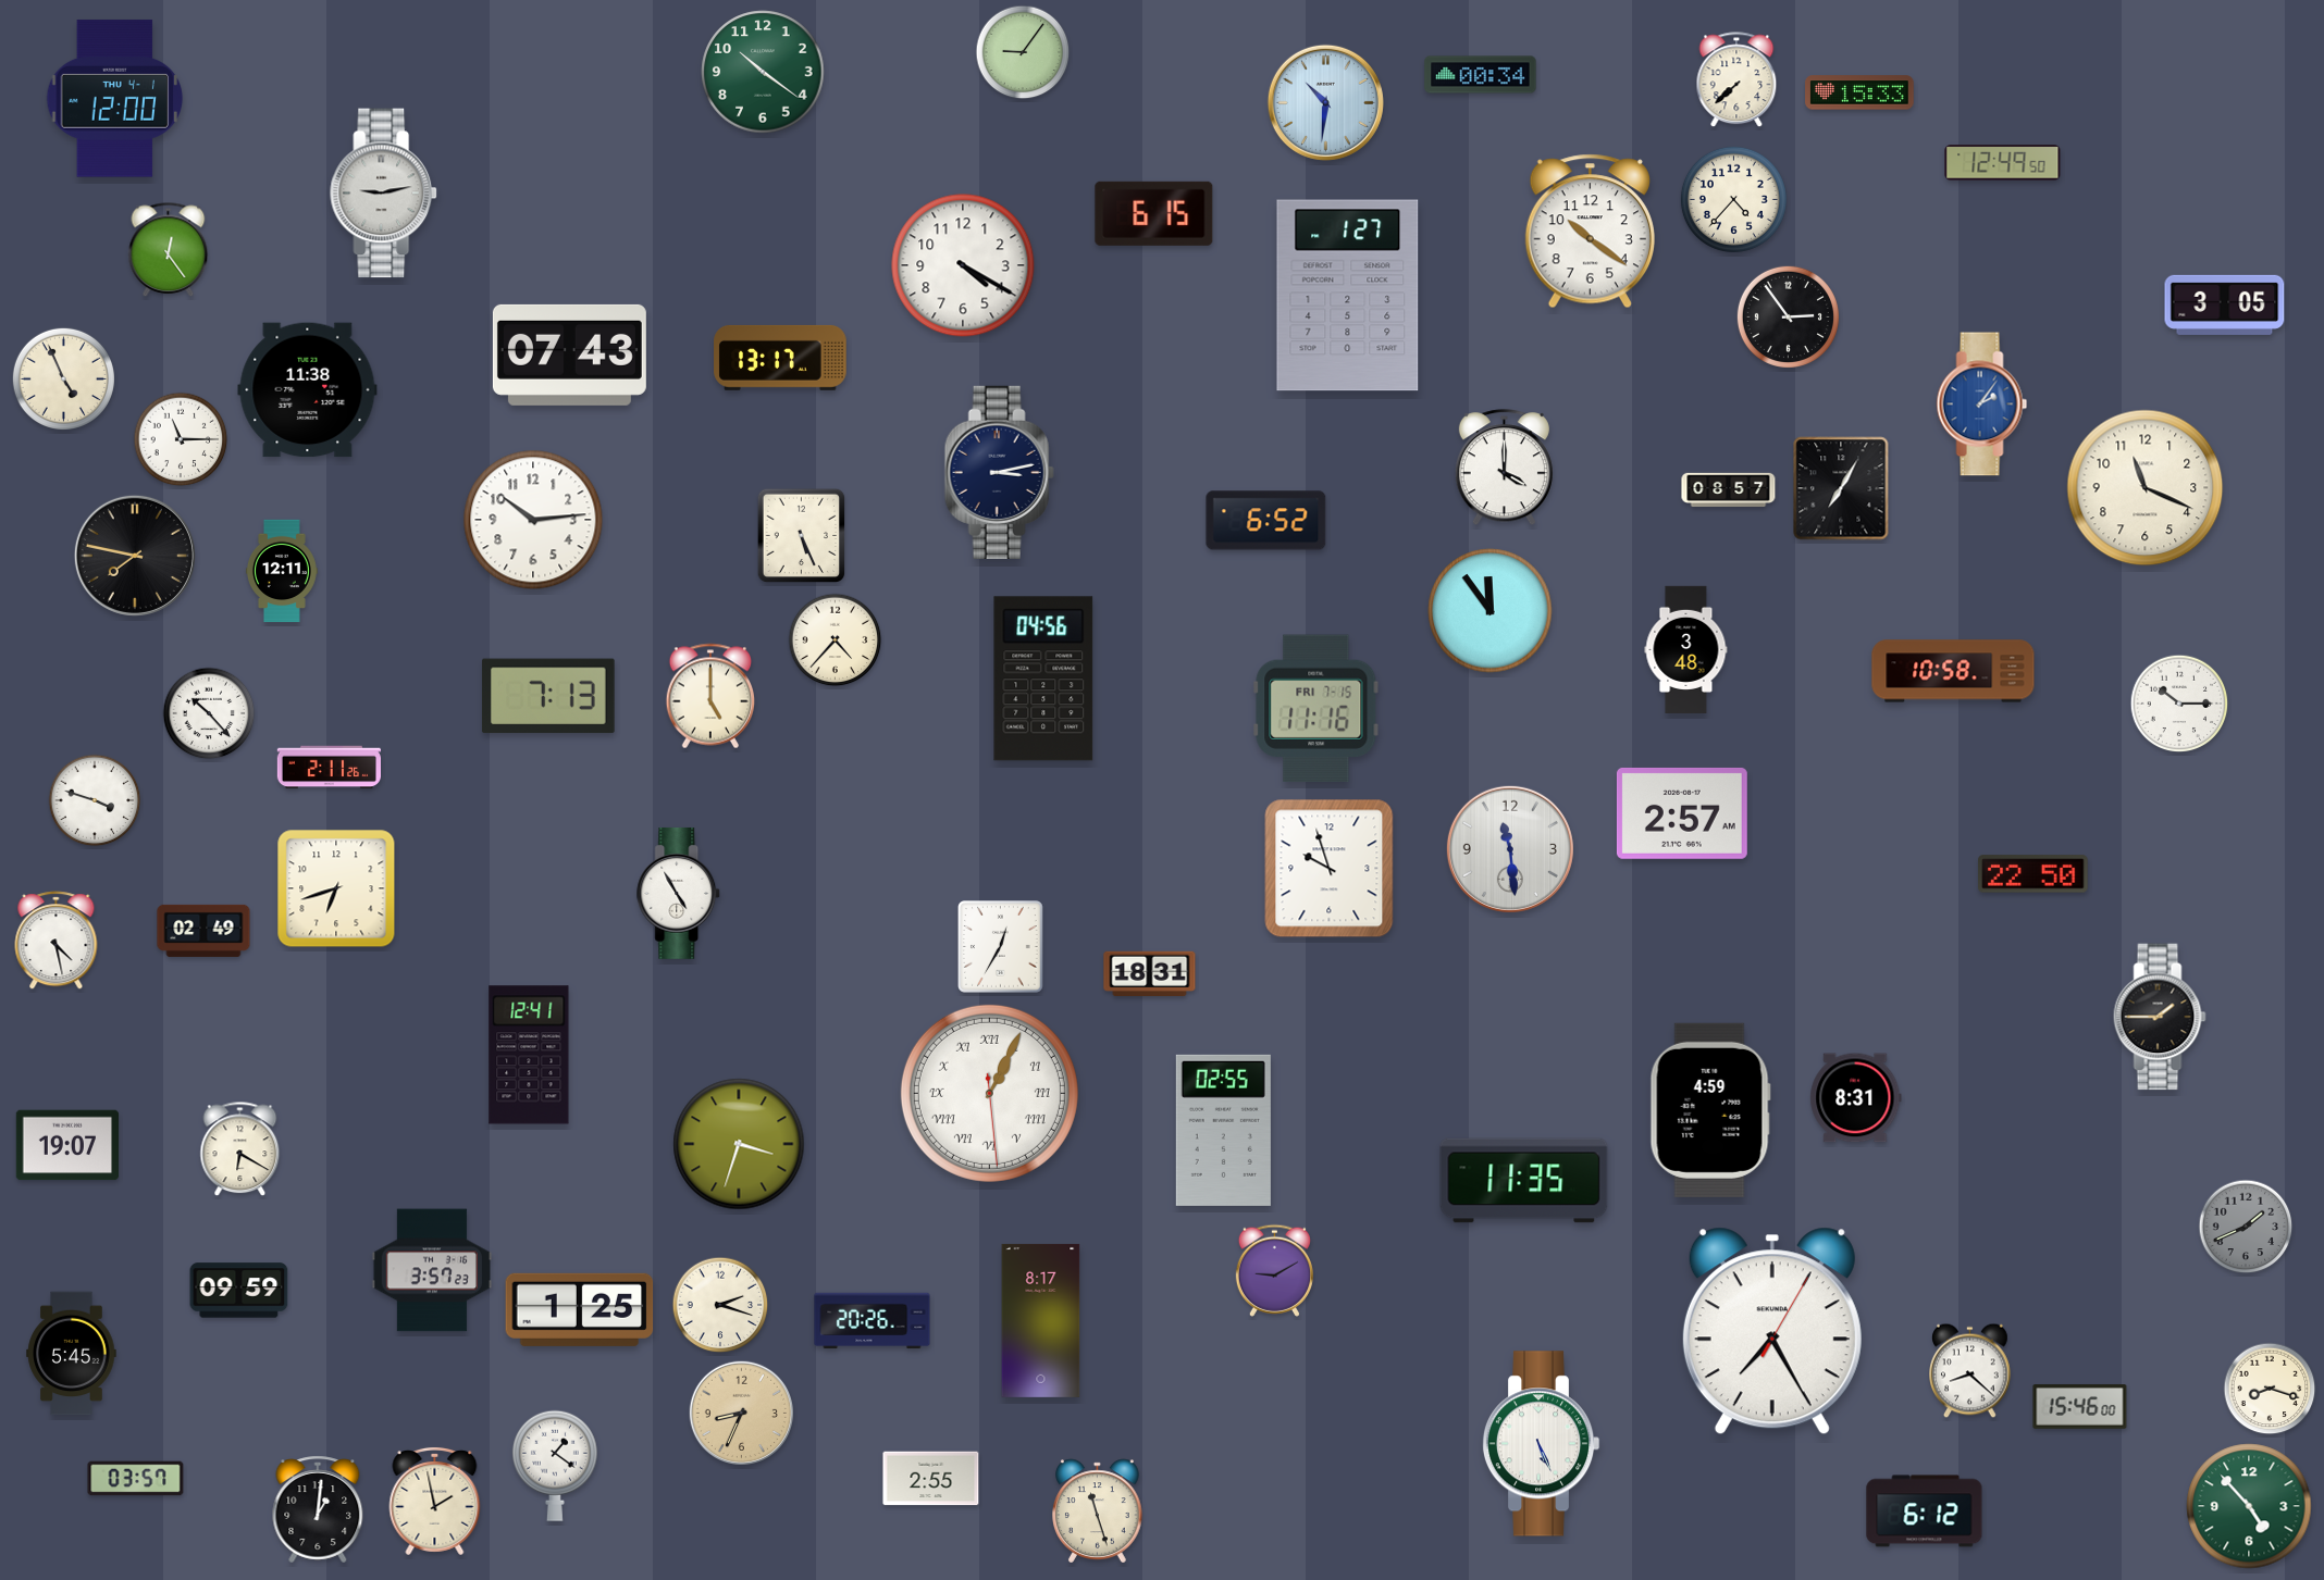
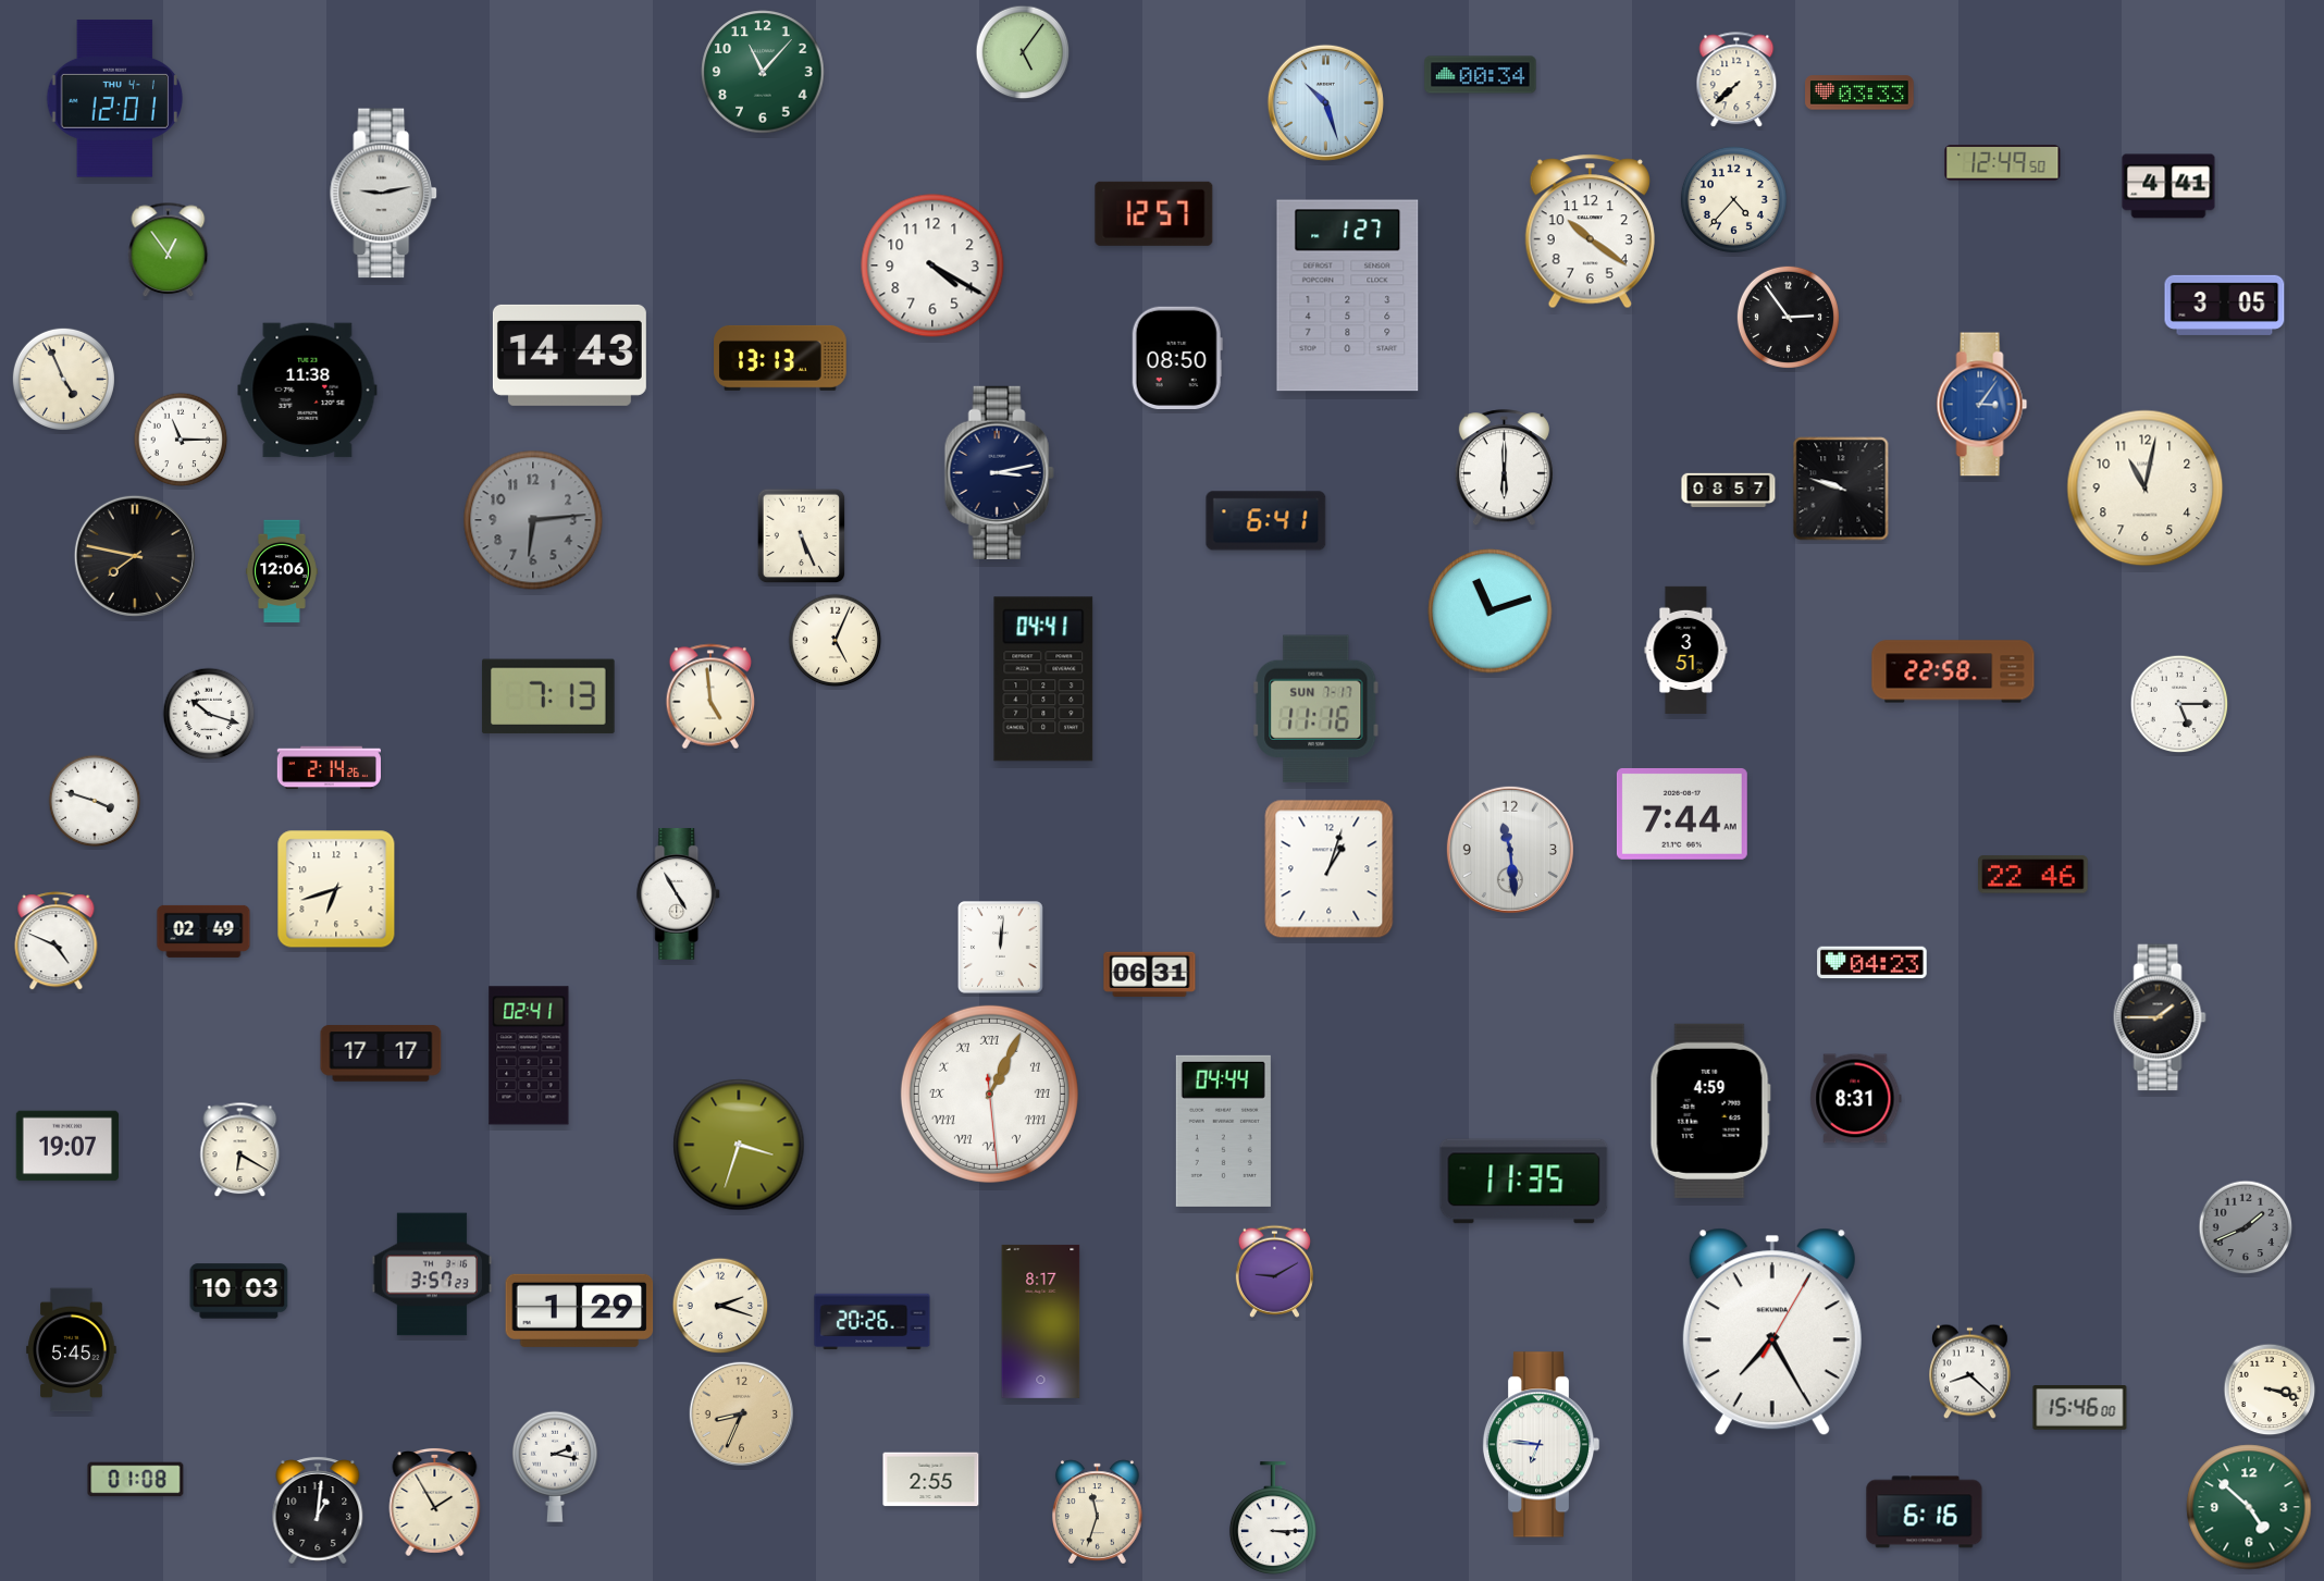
clock at (1023, 52): 9:06 -> 5:06
clock at (763, 72): 10:21 -> 11:07
clock at (1859, 92): 15:33 -> 03:33
clock at (115, 99): 12:00 -> 12:01
clock at (1325, 102): 10:31 -> 10:27
clock at (2168, 186): none -> 4:41
clock at (1154, 213): 6:15 -> 12:57
clock at (169, 250): 12:24 -> 12:54
clock at (963, 265) position: (963, 265) -> (932, 265)
clock at (569, 354): 07:43 -> 14:43
clock at (1177, 357): none -> 08:50
clock at (780, 358): 13:17 -> 13:13
clock at (1982, 405): 2:06 -> 3:06
clock at (1504, 468): 4:00 -> 6:00
clock at (1841, 488): 7:05 -> 9:48
clock at (2146, 488): 11:19 -> 11:02
clock at (533, 520): 10:14 -> 6:14
clock at (533, 520) dial: white -> grey
clock at (1266, 521): 6:52 -> 6:41
clock at (282, 571): 12:11 -> 12:06
clock at (1491, 611): 11:54 -> 11:12
clock at (836, 640): 4:37 -> 5:04
clock at (1686, 649): 3:48 -> 3:51
clock at (1953, 671): 10:58 -> 22:58
clock at (1043, 679): 04:56 -> 04:41
clock at (709, 696): 5:00 -> 4:59
clock at (2179, 704): 10:15 -> 5:15
clock at (1316, 708) date: FRI 7-15 -> SUN 7-17
clock at (209, 713): 10:23 -> 10:18
clock at (329, 768): 2:11 -> 2:14
clock at (1682, 813): 2:57 -> 7:44
clock at (1330, 869): 9:57 -> 1:03
clock at (2034, 874): 22:50 -> 22:46
clock at (57, 941): 4:28 -> 4:49
clock at (1001, 947): 12:35 -> 12:01
clock at (1872, 963): none -> 04:23
clock at (1150, 973): 18:31 -> 06:31
clock at (381, 1053): none -> 17:17
clock at (529, 1055): 12:41 -> 02:41
clock at (1223, 1130): 02:55 -> 04:44
clock at (431, 1270) position: (431, 1270) -> (431, 1274)
clock at (239, 1291): 09:59 -> 10:03
clock at (580, 1309): 1:25 -> 1:29
clock at (72, 1354) position: (72, 1354) -> (72, 1350)
clock at (2270, 1389): 8:18 -> 3:18
clock at (1541, 1444): 5:26 -> 6:46
clock at (555, 1466): 1:21 -> 2:17
clock at (136, 1479): 03:57 -> 01:08
clock at (435, 1501): 1:58 -> 1:55
clock at (2249, 1506): 4:53 -> 4:52
clock at (1098, 1511): 11:27 -> 11:33
clock at (1925, 1511): 6:12 -> 6:16
clock at (1273, 1519): none -> 3:15
